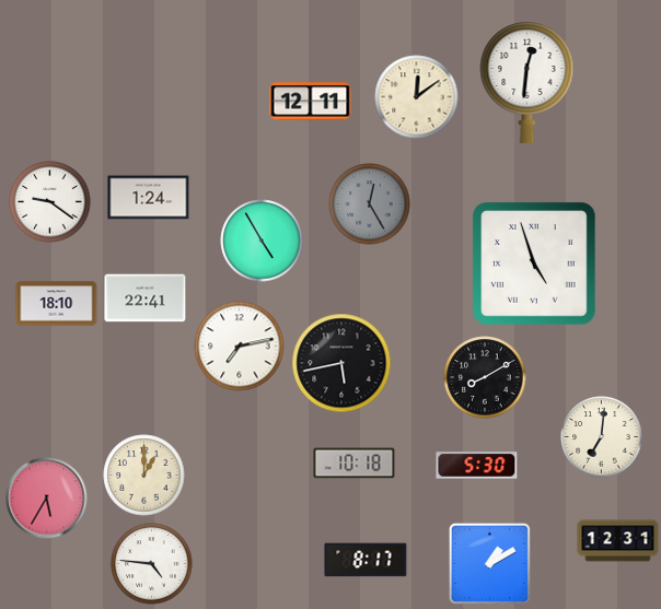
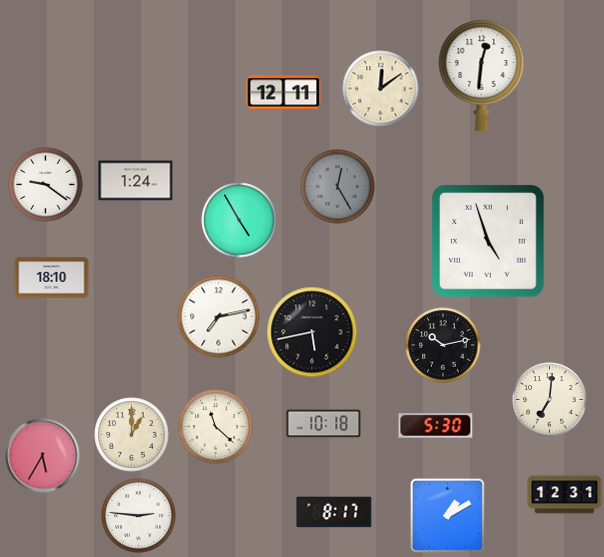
clock at (146, 298): 22:41 -> none
clock at (485, 377): 8:10 -> 10:13
clock at (216, 427): none -> 11:22
clock at (152, 564): 4:46 -> 2:46
